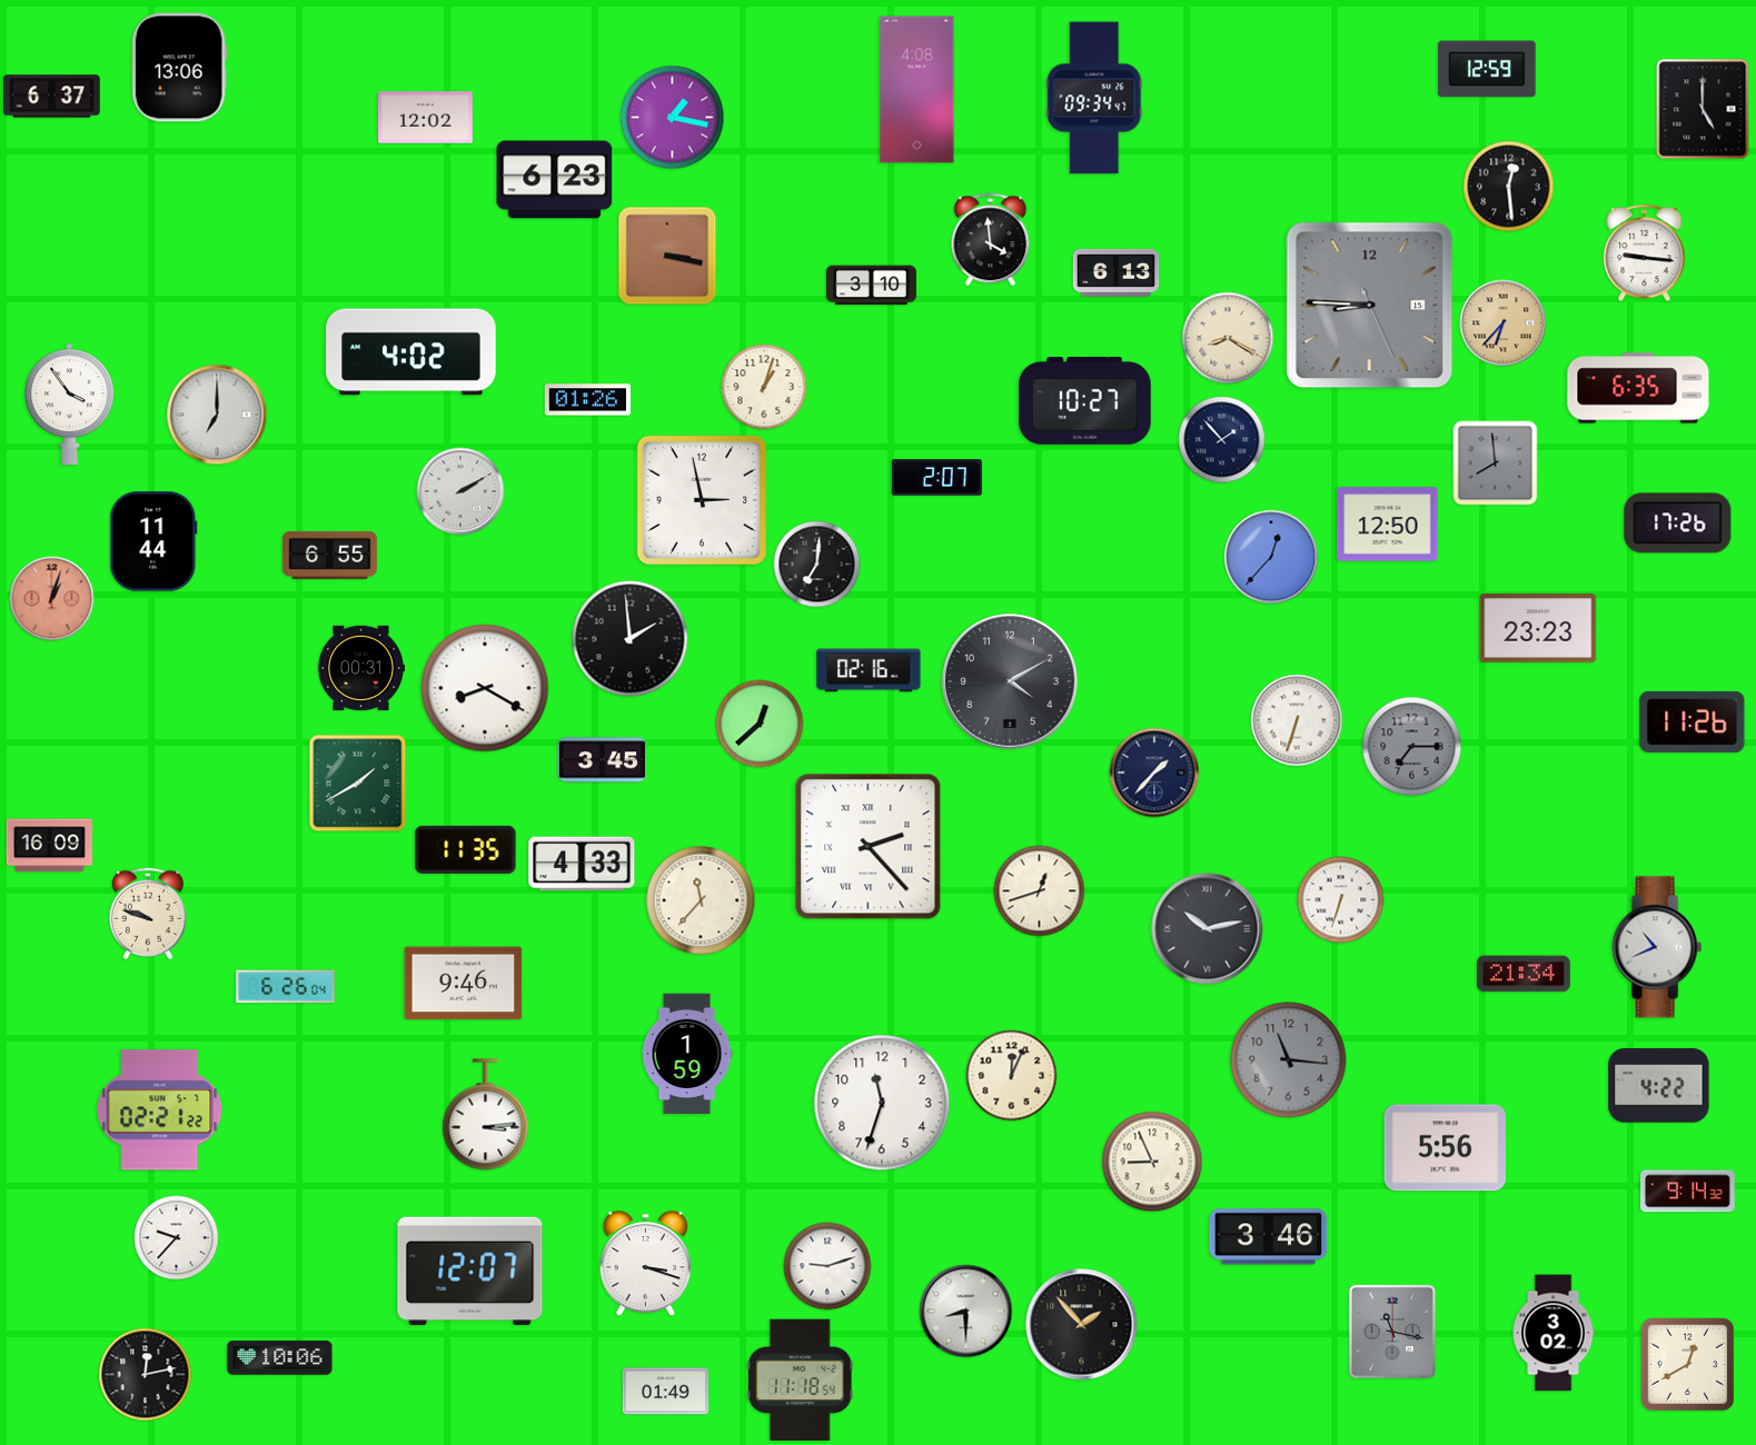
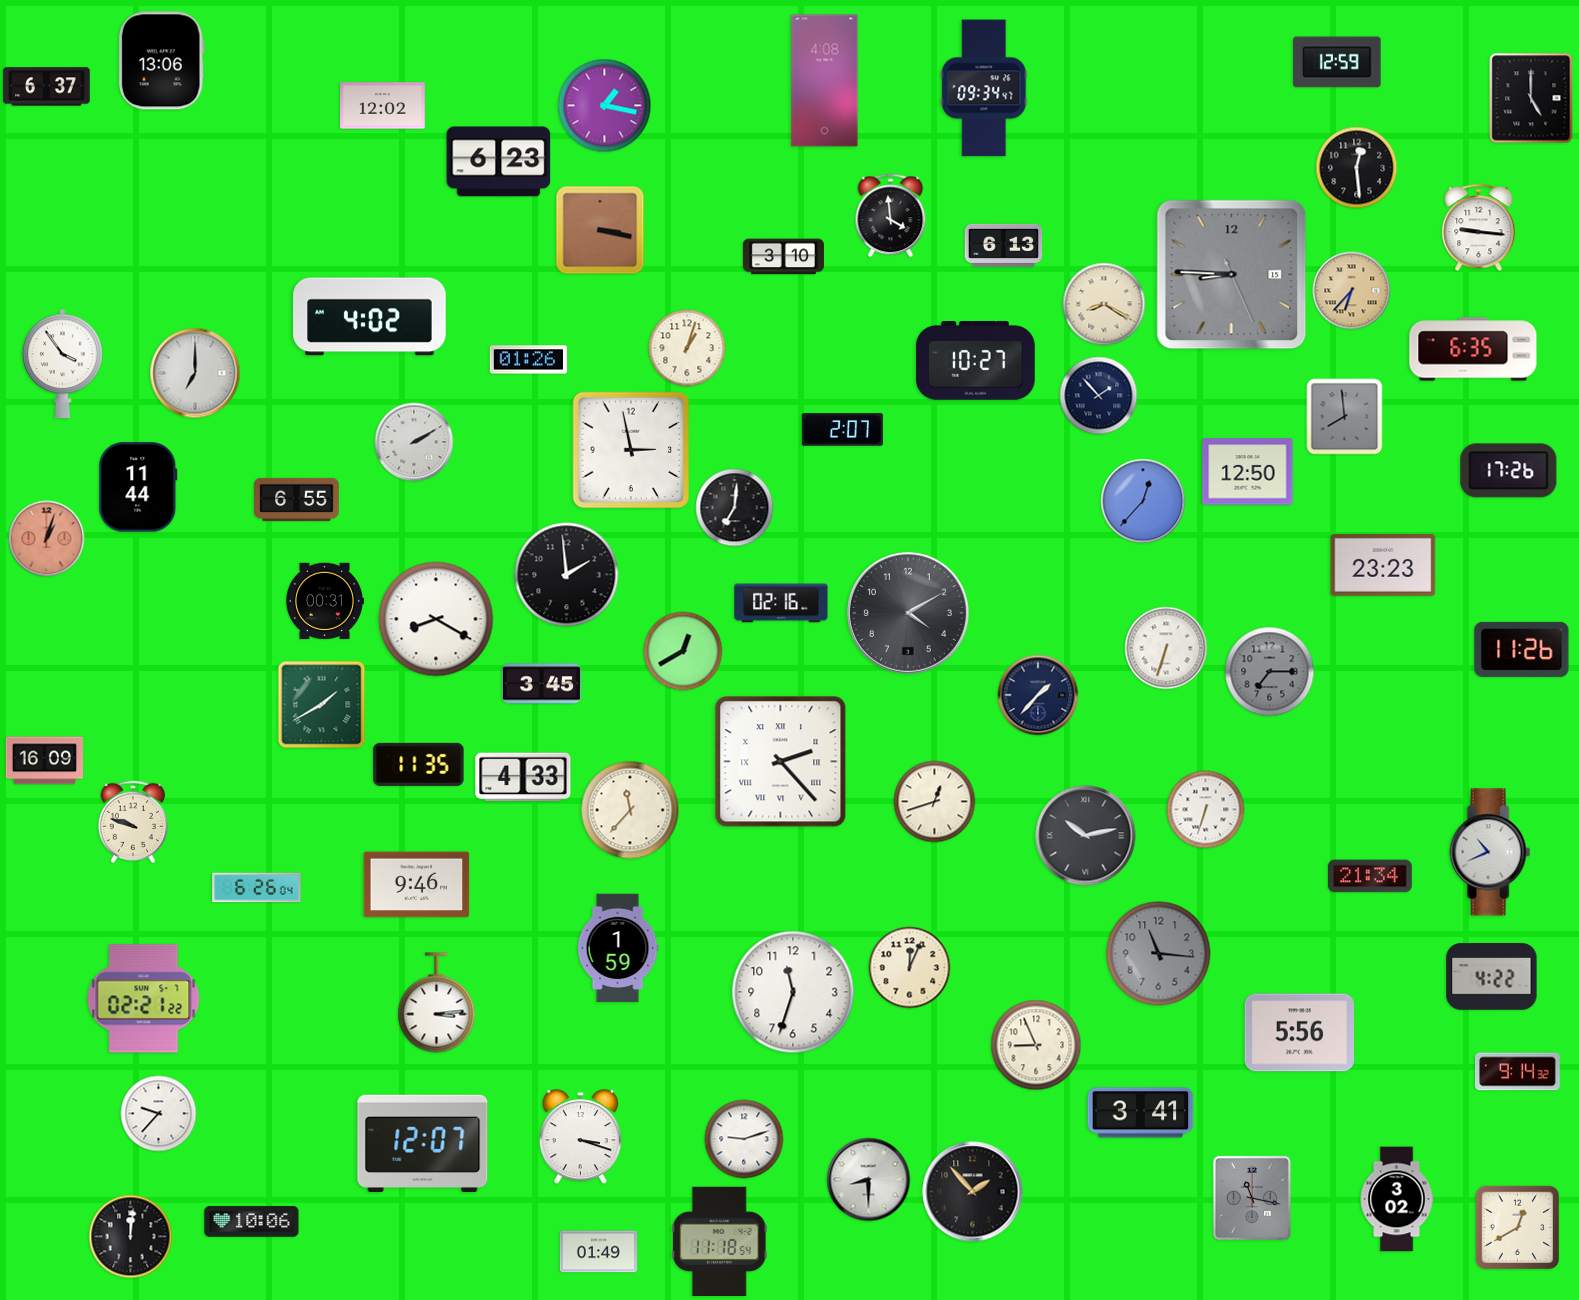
clock at (760, 724): 12:38 -> 12:40
clock at (1269, 1237): 3:46 -> 3:41
clock at (146, 1375): 12:13 -> 12:01
